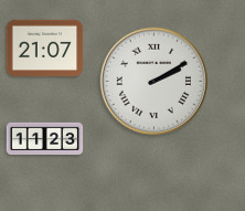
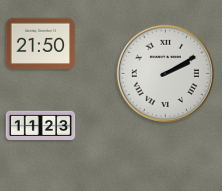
clock at (45, 49): 21:07 -> 21:50
clock at (153, 81) position: (153, 81) -> (165, 73)
